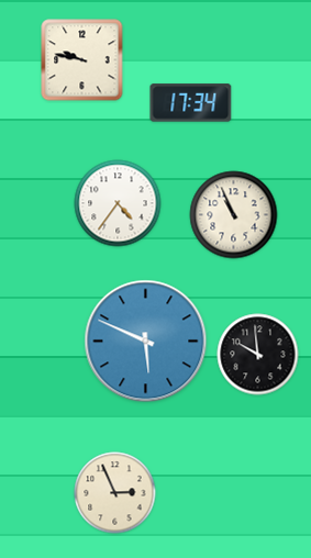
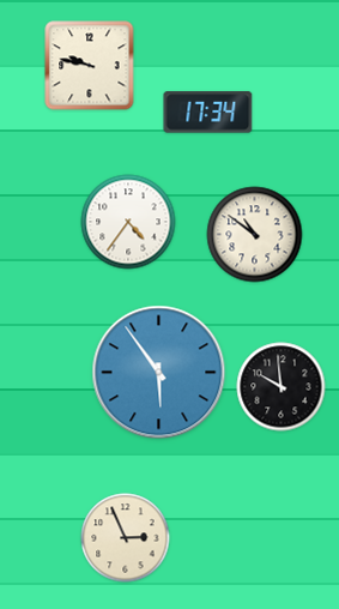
clock at (234, 215): 10:56 -> 10:51
clock at (146, 342): 5:49 -> 5:54
